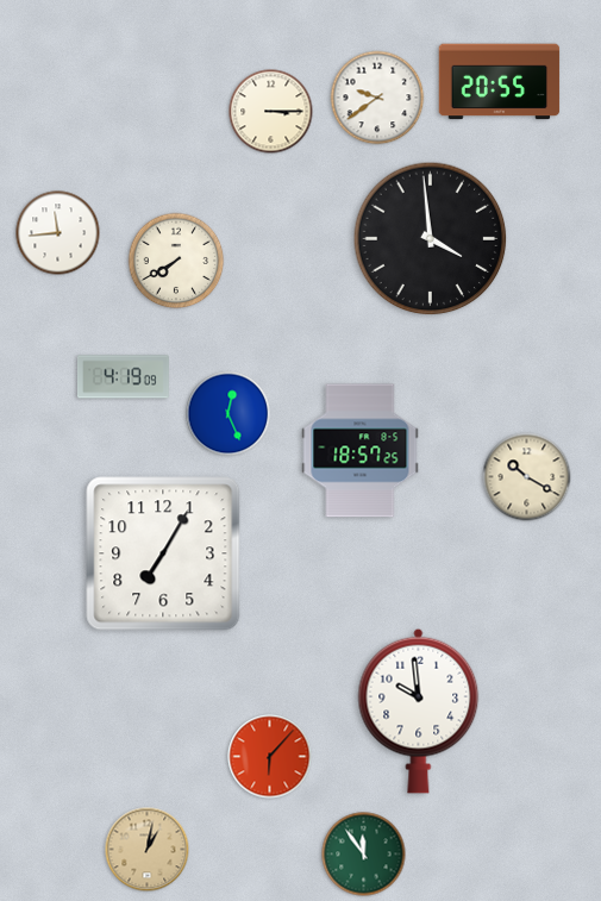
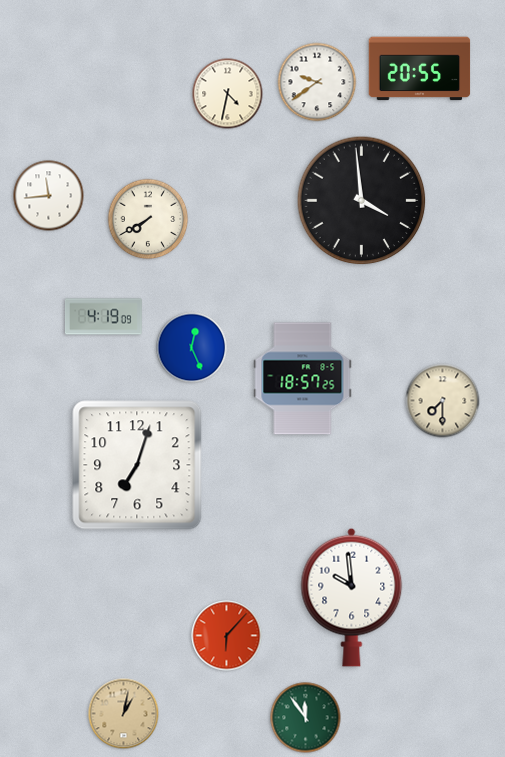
clock at (271, 112): 3:15 -> 4:32
clock at (527, 477): 10:20 -> 7:30
clock at (163, 553): 7:05 -> 7:03
